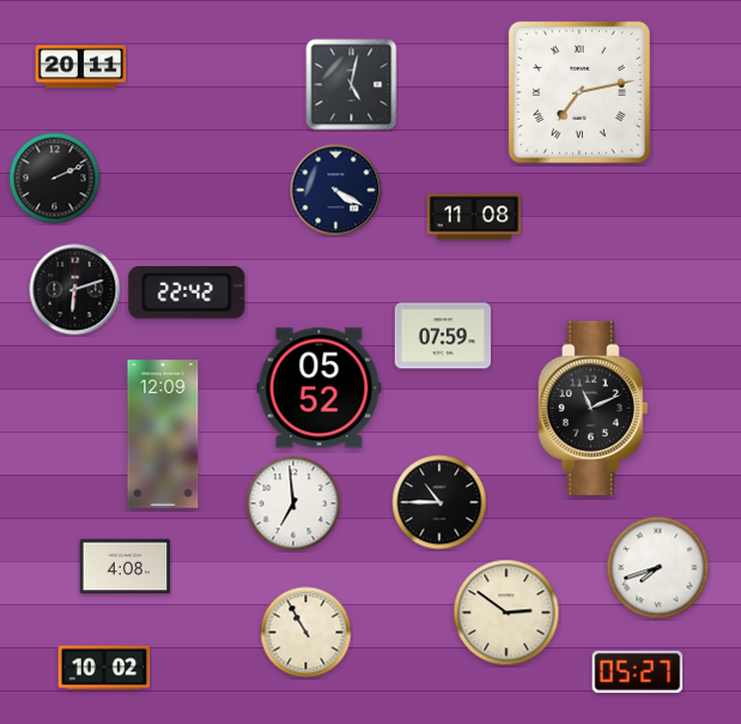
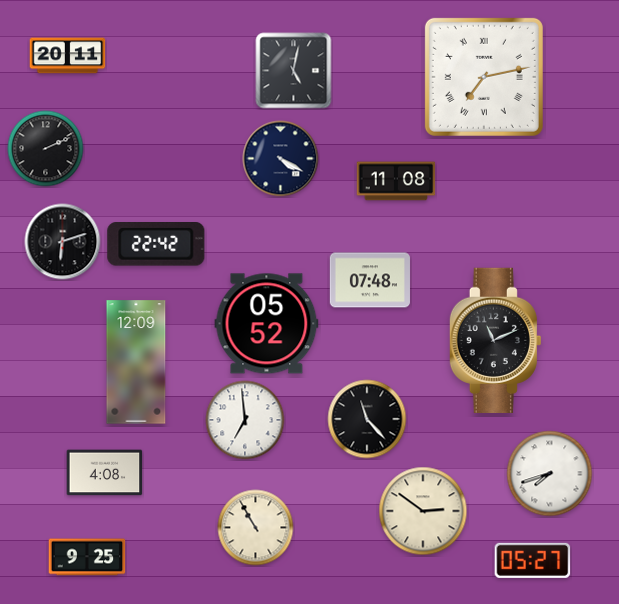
clock at (443, 336): 07:59 -> 07:48
clock at (439, 502): 10:45 -> 11:23
clock at (104, 668): 10:02 -> 9:25
